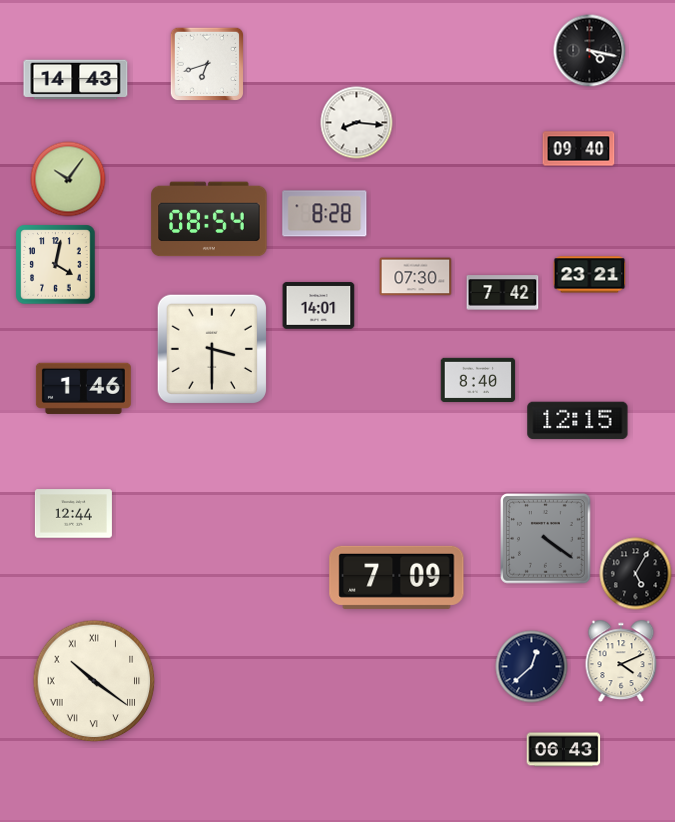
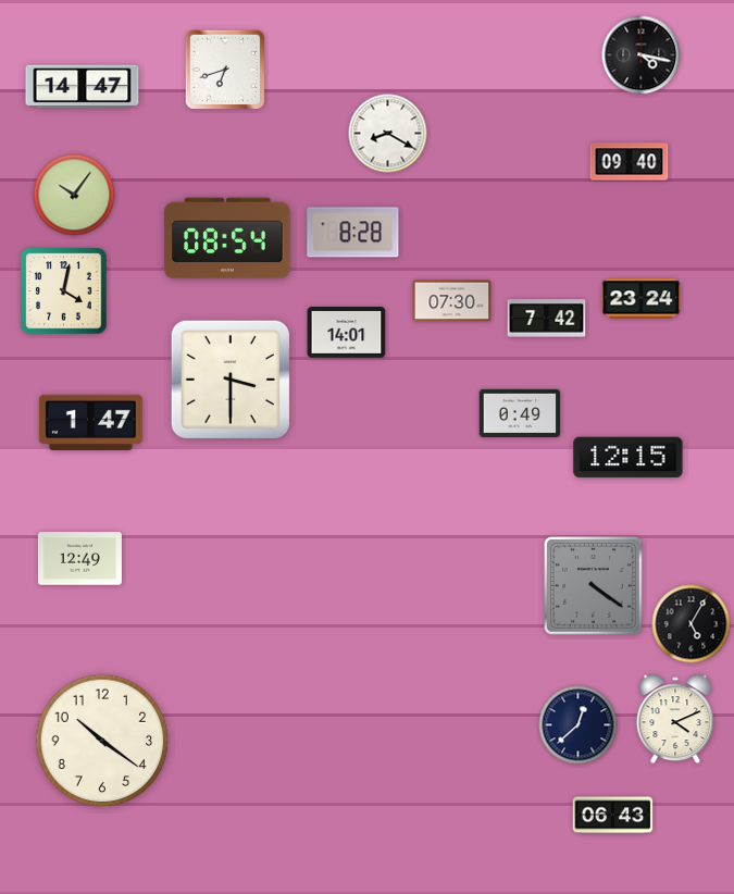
clock at (76, 80): 14:43 -> 14:47
clock at (357, 123): 8:16 -> 8:20
clock at (56, 265) position: (56, 265) -> (64, 291)
clock at (590, 275): 23:21 -> 23:24
clock at (478, 379): 8:40 -> 0:49
clock at (83, 388): 1:46 -> 1:47
clock at (73, 514): 12:44 -> 12:49
clock at (397, 577): 7:09 -> none
clock at (94, 681) numerals: Roman -> Arabic
